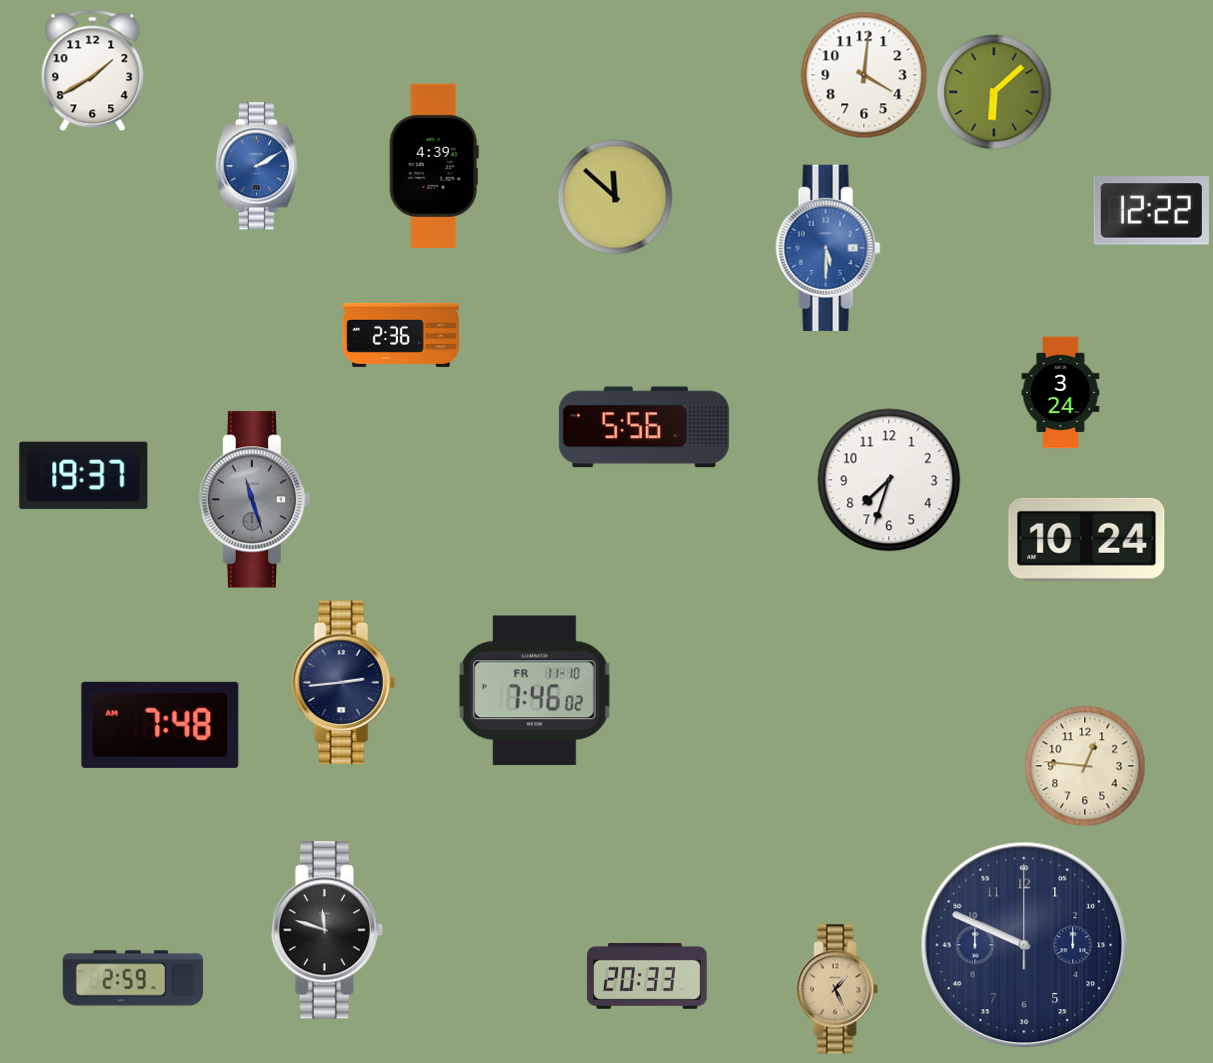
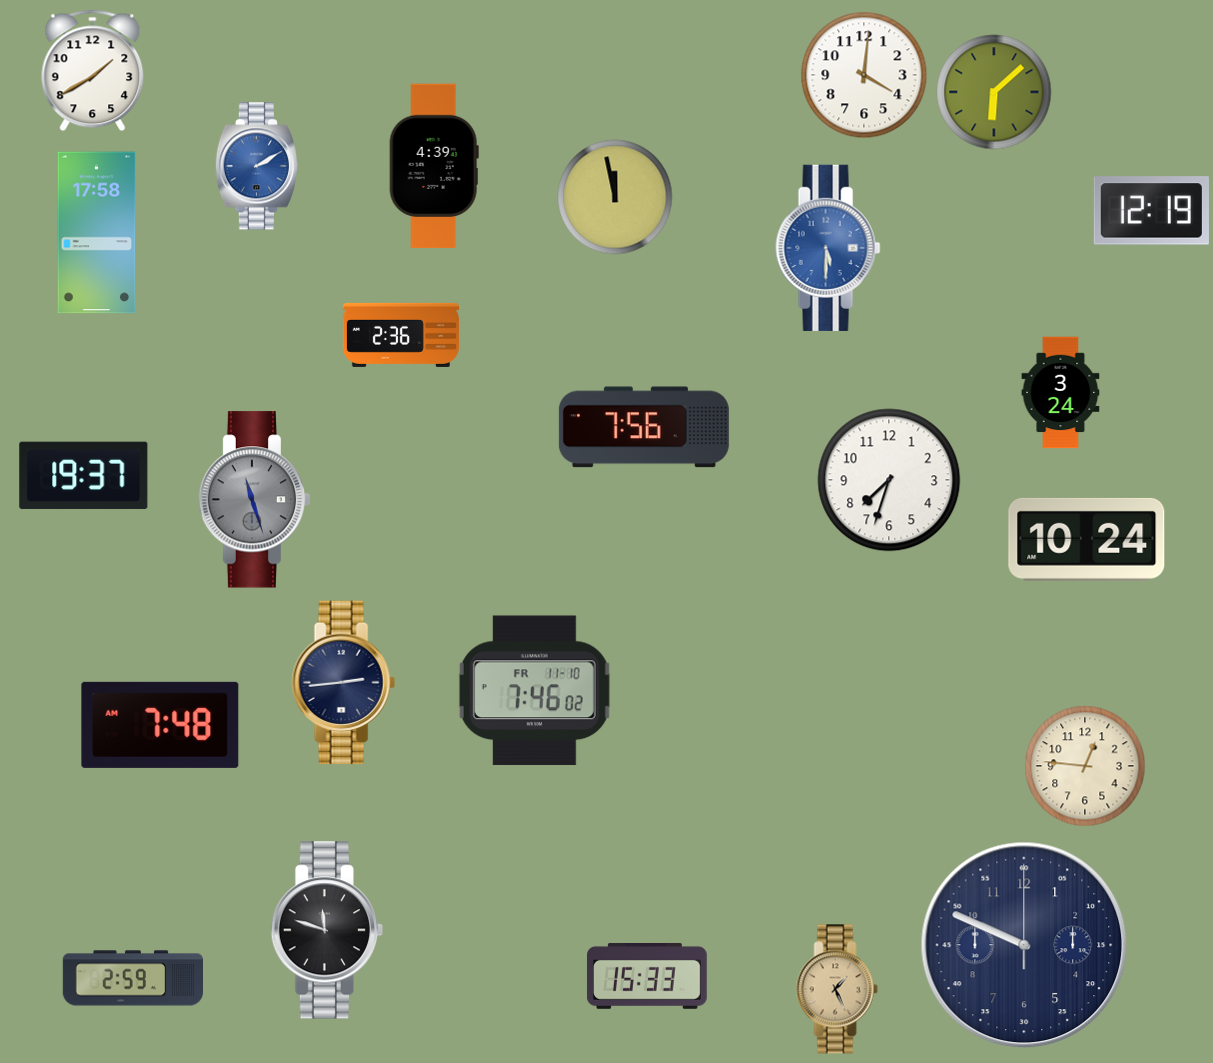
clock at (615, 197): 11:52 -> 11:58
clock at (1151, 211): 12:22 -> 12:19
clock at (97, 233): none -> 17:58
clock at (644, 427): 5:56 -> 7:56
clock at (647, 976): 20:33 -> 15:33
